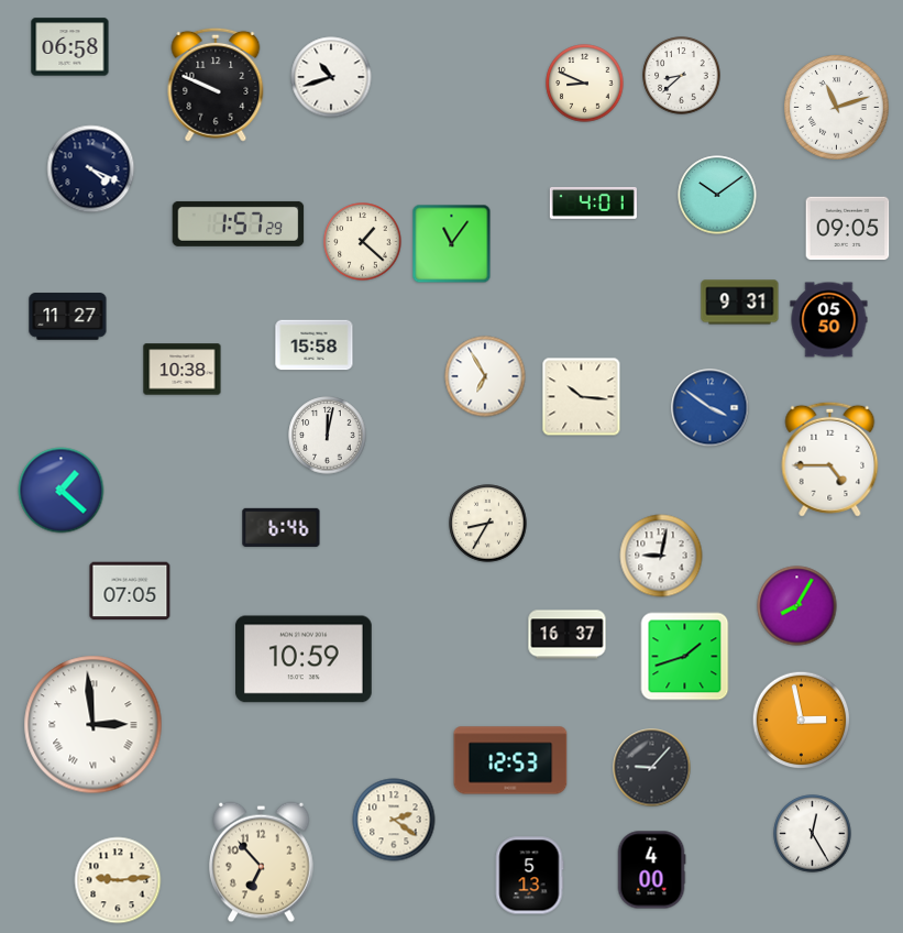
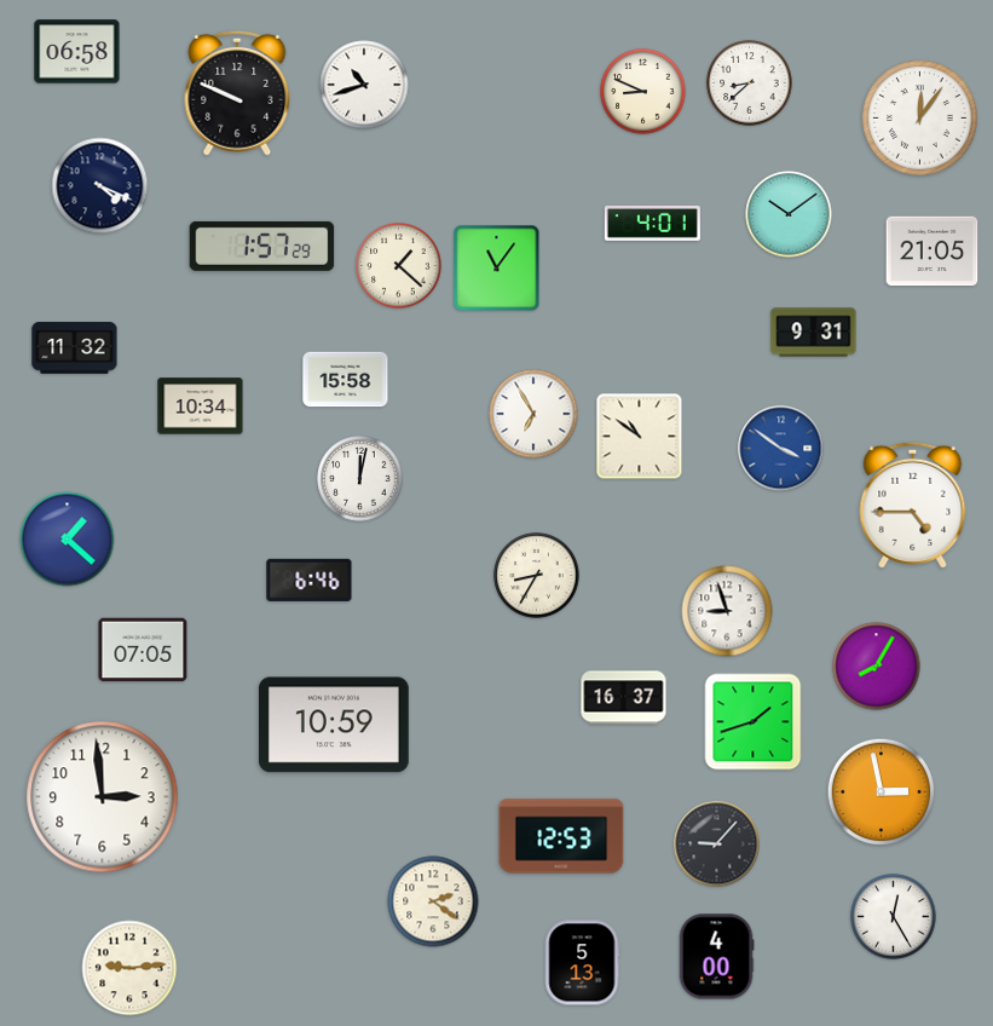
clock at (837, 108): 11:12 -> 12:06
clock at (848, 229): 09:05 -> 21:05
clock at (68, 317): 11:27 -> 11:32
clock at (829, 320): 05:50 -> none
clock at (183, 370): 10:38 -> 10:34
clock at (582, 397): 10:16 -> 10:51
clock at (661, 556): 9:02 -> 8:57
clock at (93, 725) numerals: Roman -> Arabic
clock at (262, 863): 6:53 -> none
